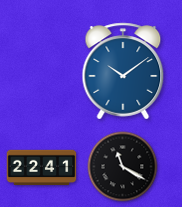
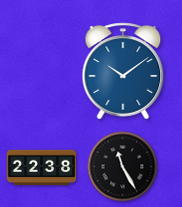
clock at (123, 167): 11:20 -> 11:25
clock at (42, 168): 22:41 -> 22:38
